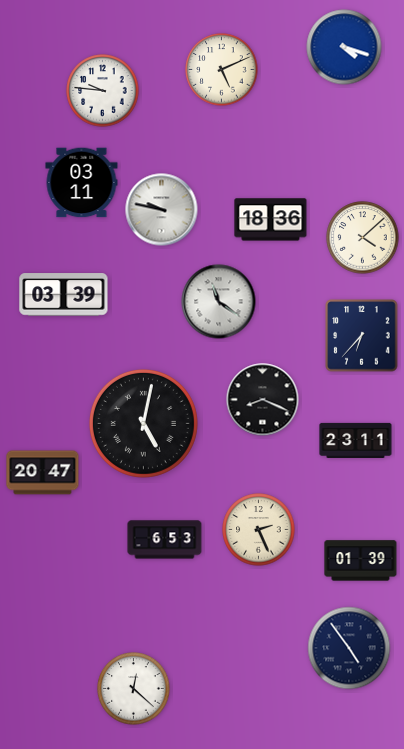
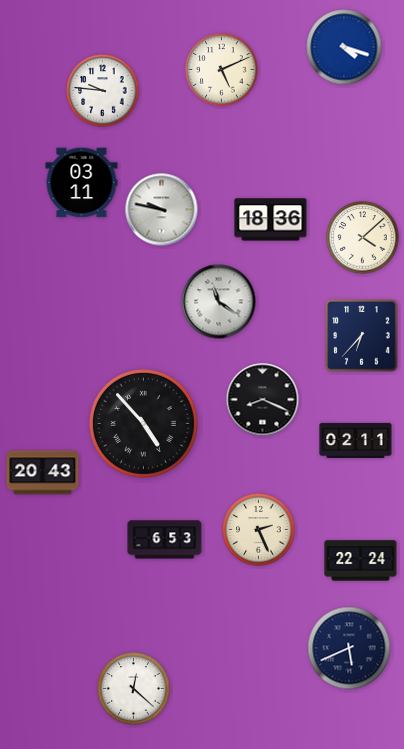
clock at (64, 295): 03:39 -> none
clock at (143, 423): 5:02 -> 4:53
clock at (356, 440): 23:11 -> 02:11
clock at (43, 473): 20:47 -> 20:43
clock at (361, 561): 01:39 -> 22:24
clock at (349, 648): 4:54 -> 5:41
